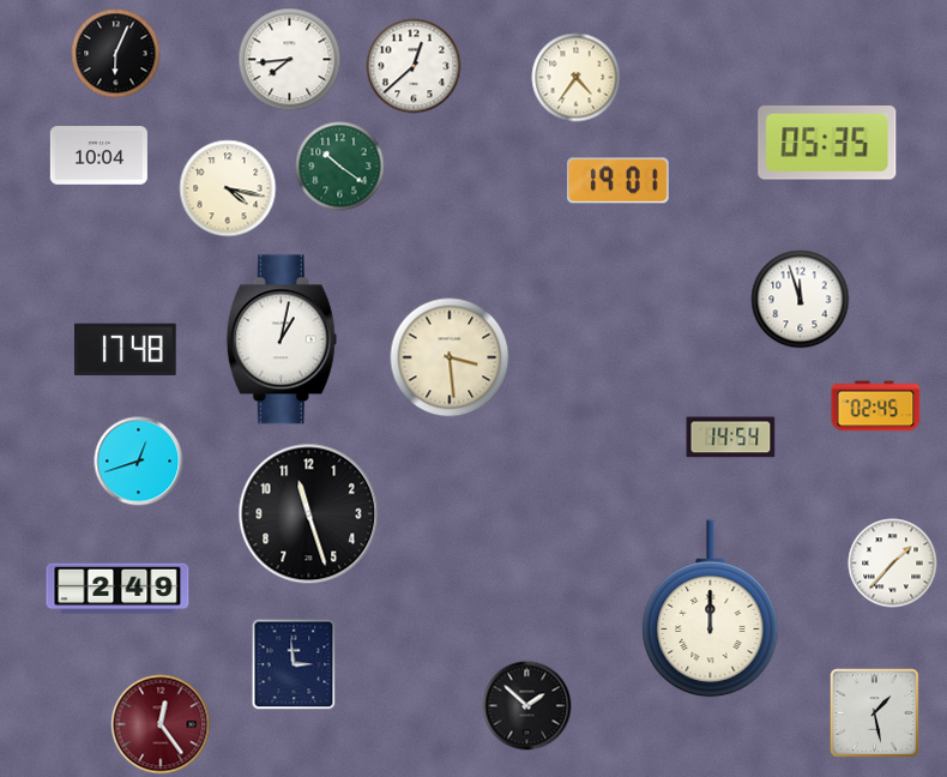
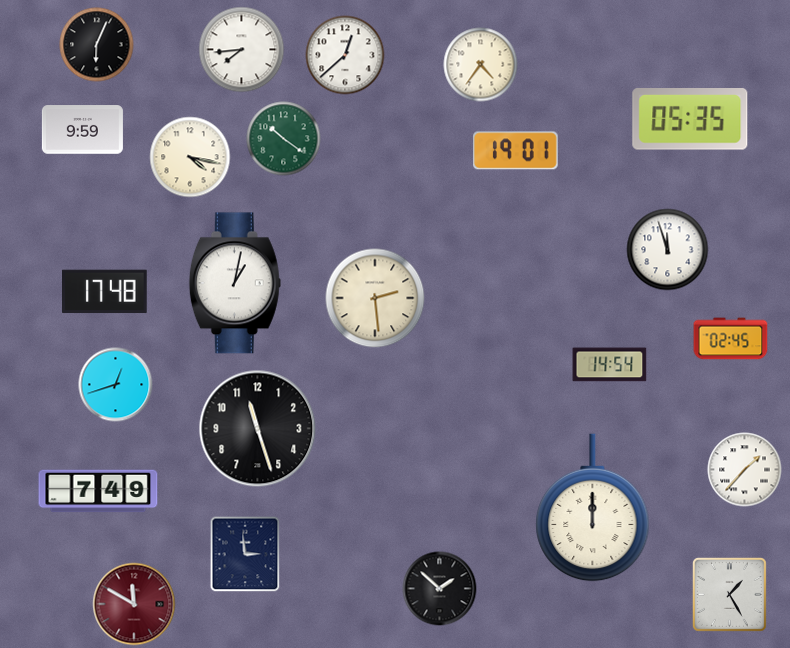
clock at (98, 156): 10:04 -> 9:59
clock at (450, 357): 3:29 -> 2:29
clock at (117, 589): 2:49 -> 7:49
clock at (874, 712): 1:28 -> 1:25
clock at (161, 724): 12:24 -> 11:50
